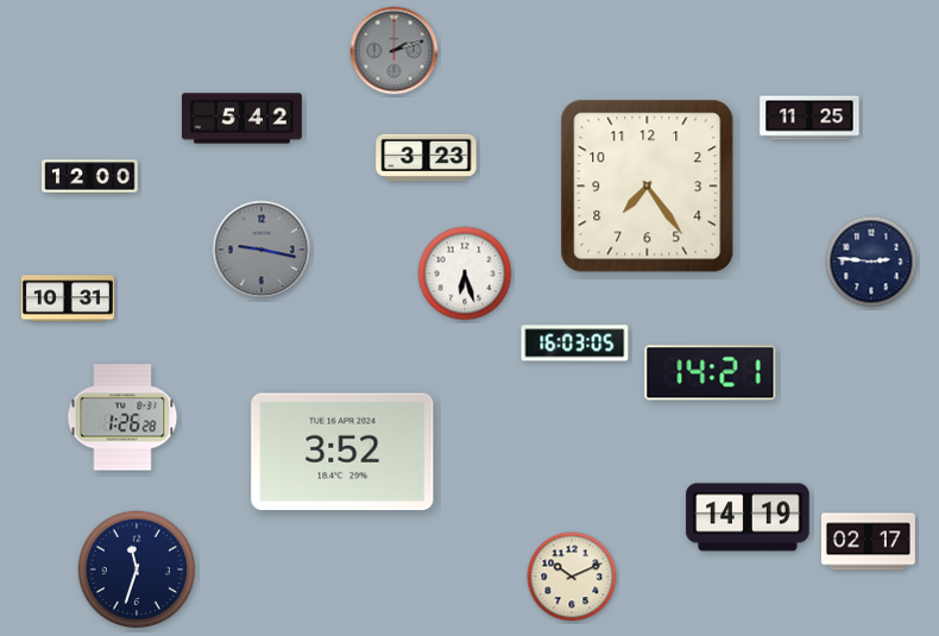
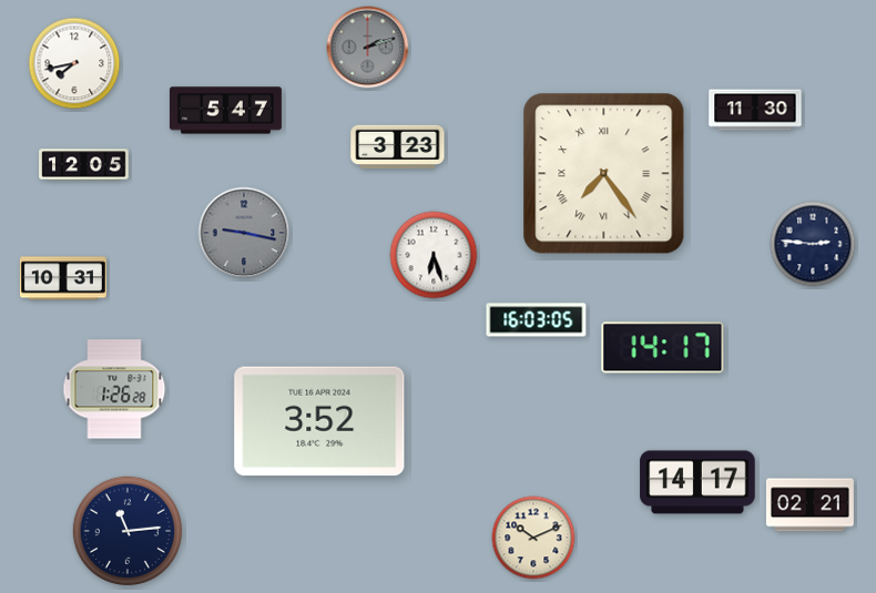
clock at (74, 63): none -> 7:43
clock at (809, 118): 11:25 -> 11:30
clock at (241, 119): 5:42 -> 5:47
clock at (90, 177): 12:00 -> 12:05
clock at (648, 187) numerals: Arabic -> Roman
clock at (711, 373): 14:21 -> 14:17
clock at (748, 517): 14:19 -> 14:17
clock at (868, 542): 02:17 -> 02:21
clock at (137, 569): 11:33 -> 11:14
